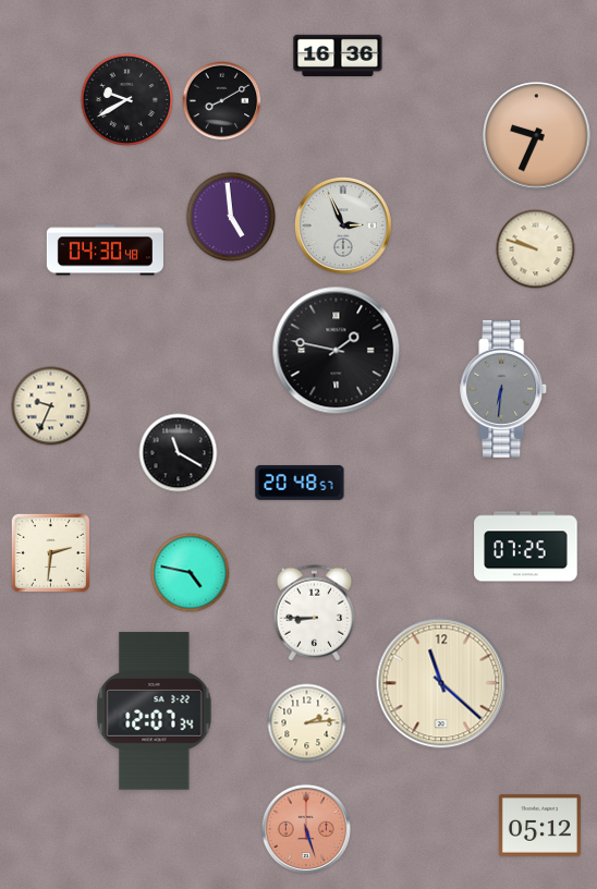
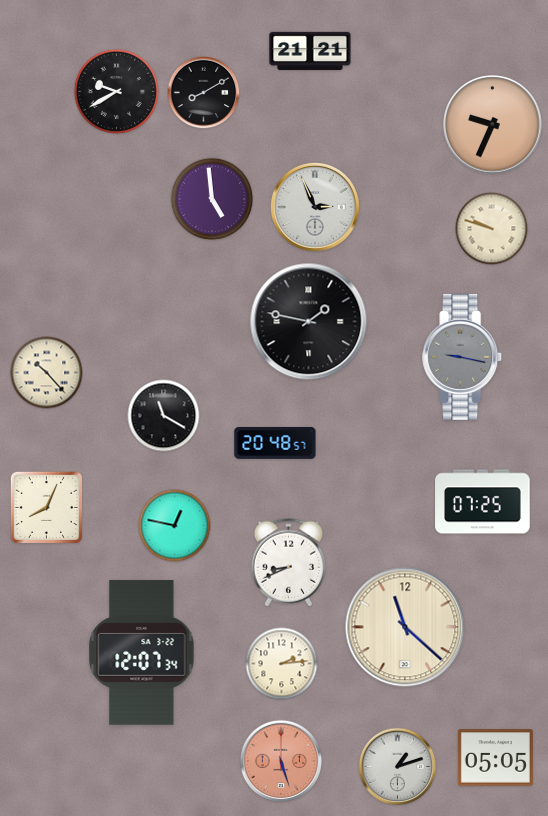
clock at (338, 54): 16:36 -> 21:21
clock at (105, 251): 04:30 -> none
clock at (504, 389): 6:31 -> 9:17
clock at (51, 406): 9:34 -> 10:23
clock at (50, 552): 2:31 -> 8:04
clock at (191, 573): 4:47 -> 12:47
clock at (315, 613): 8:45 -> 8:41
clock at (539, 826): 05:12 -> 05:05
clock at (398, 767): none -> 1:12
